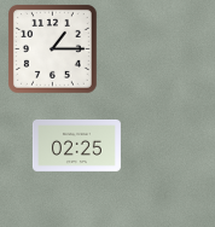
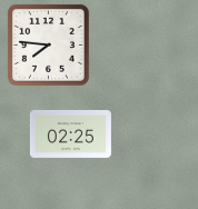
clock at (53, 50): 1:15 -> 7:46
